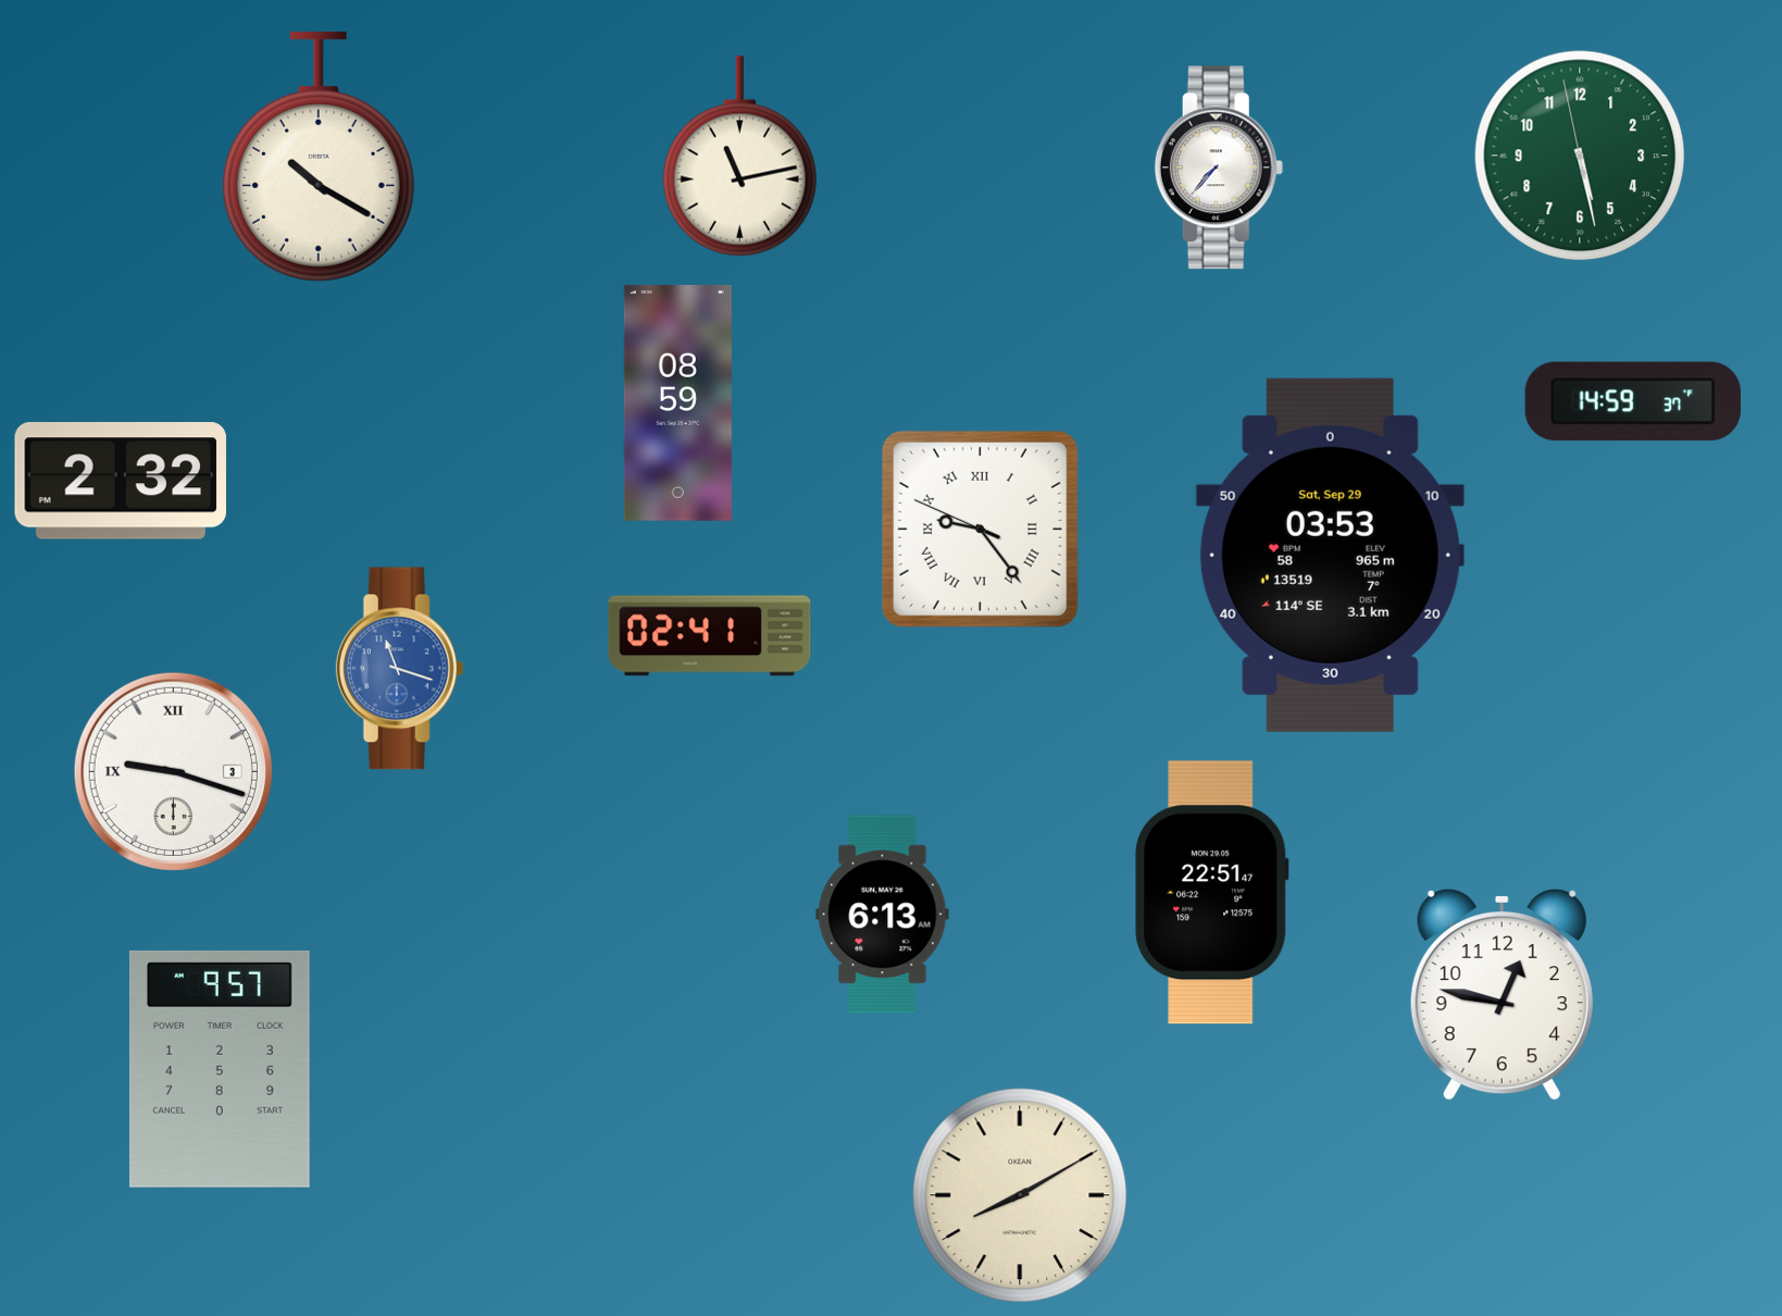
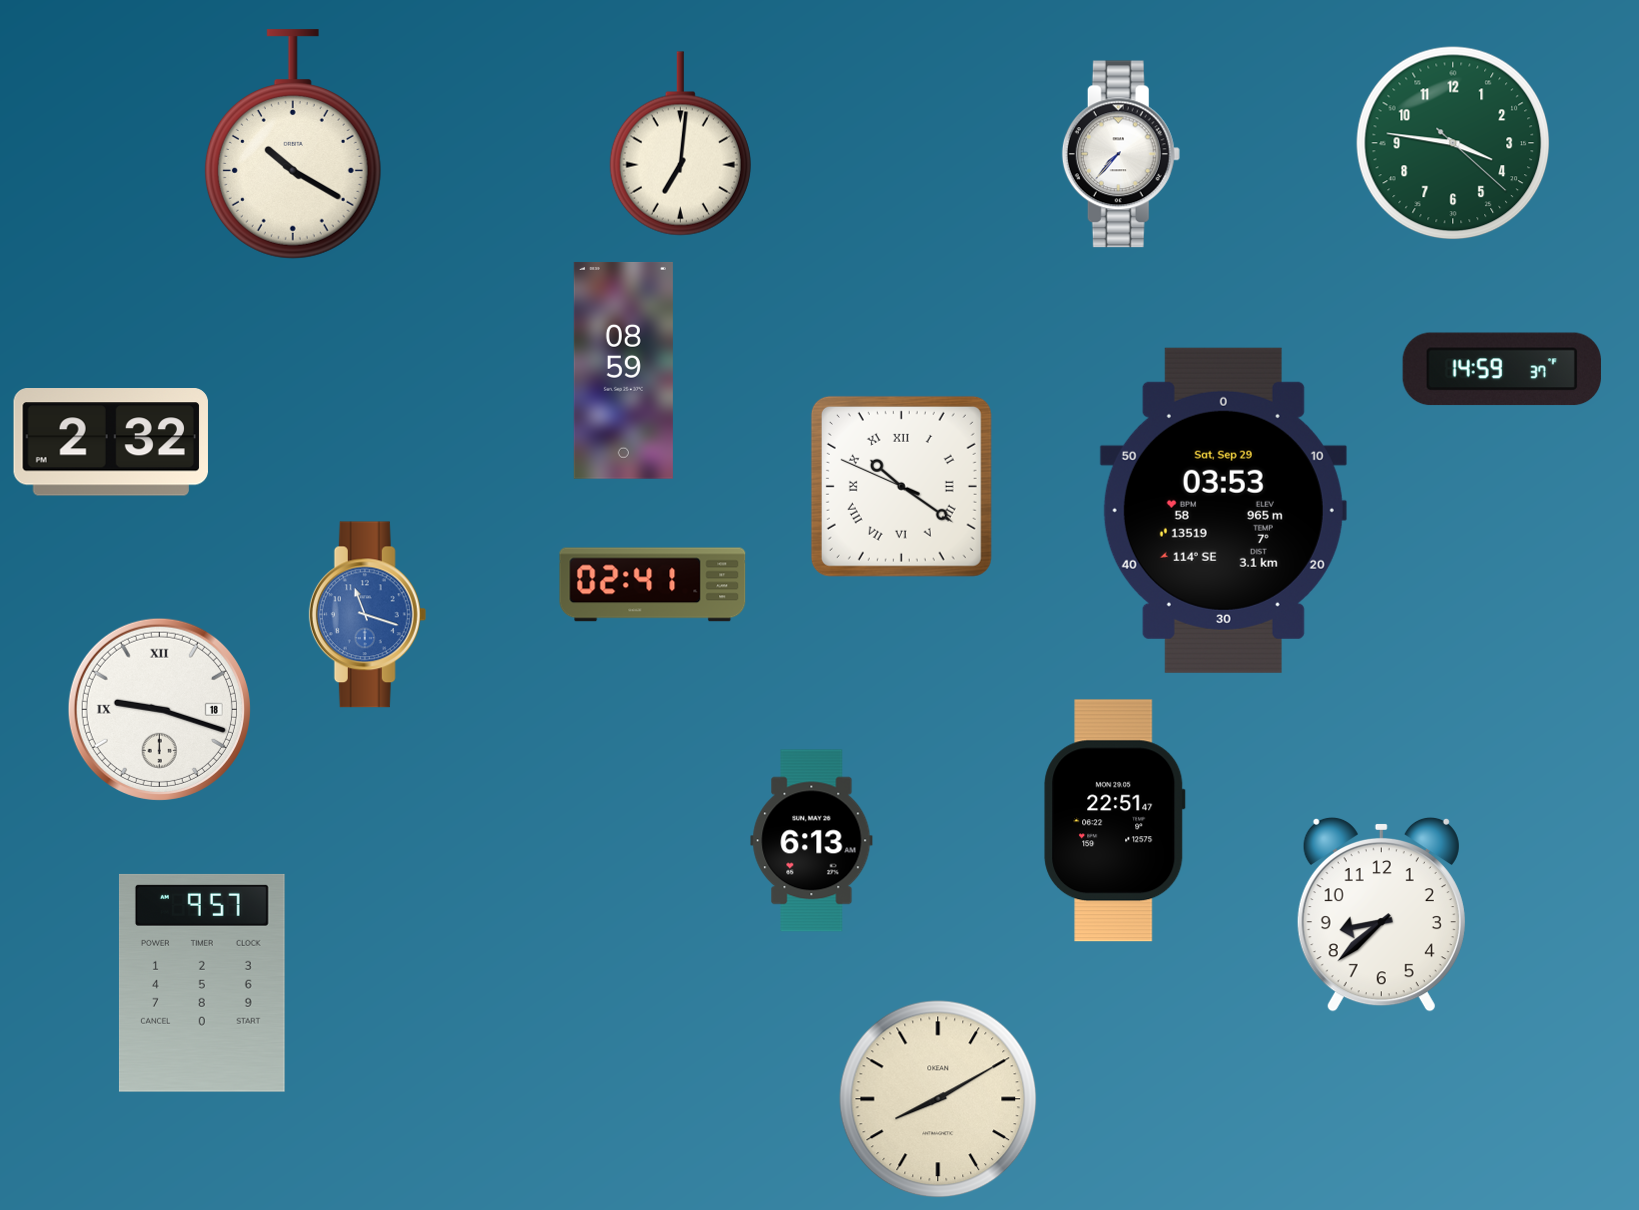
clock at (1580, 156): 5:27 -> 3:46
clock at (739, 157): 11:13 -> 7:01
clock at (980, 529): 9:23 -> 10:20
clock at (173, 771) date: 3 -> 18
clock at (1501, 994): 12:47 -> 8:38
